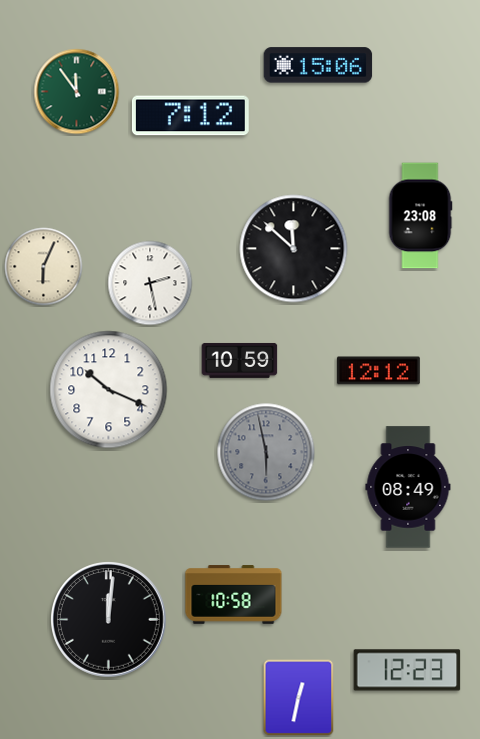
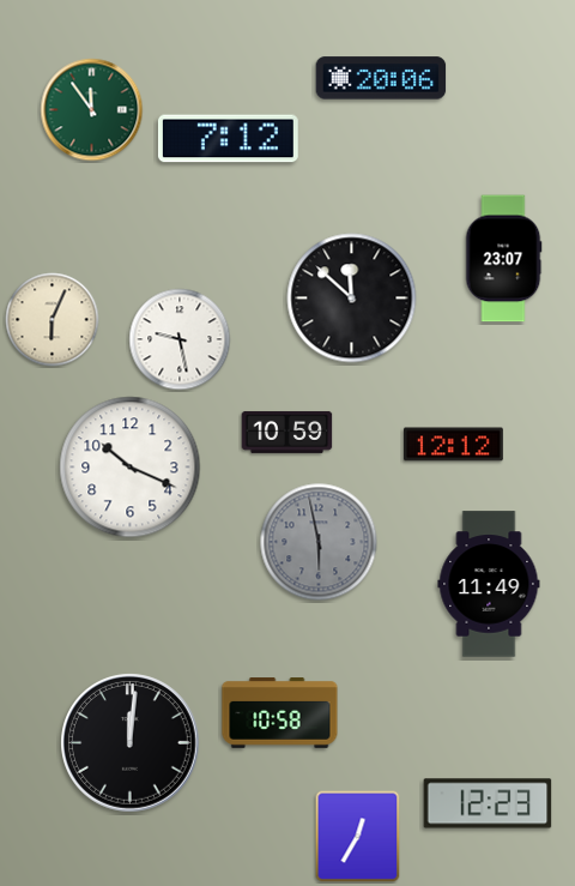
clock at (318, 65): 15:06 -> 20:06
clock at (420, 216): 23:08 -> 23:07
clock at (150, 283): 2:28 -> 9:28
clock at (408, 487): 08:49 -> 11:49
clock at (299, 698): 12:32 -> 12:35
